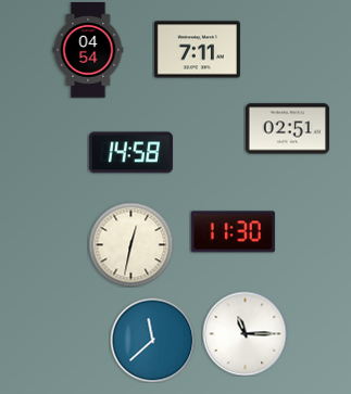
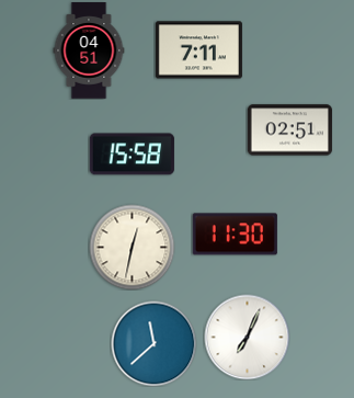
clock at (88, 50): 04:54 -> 04:51
clock at (130, 153): 14:58 -> 15:58
clock at (245, 333): 11:15 -> 7:04
